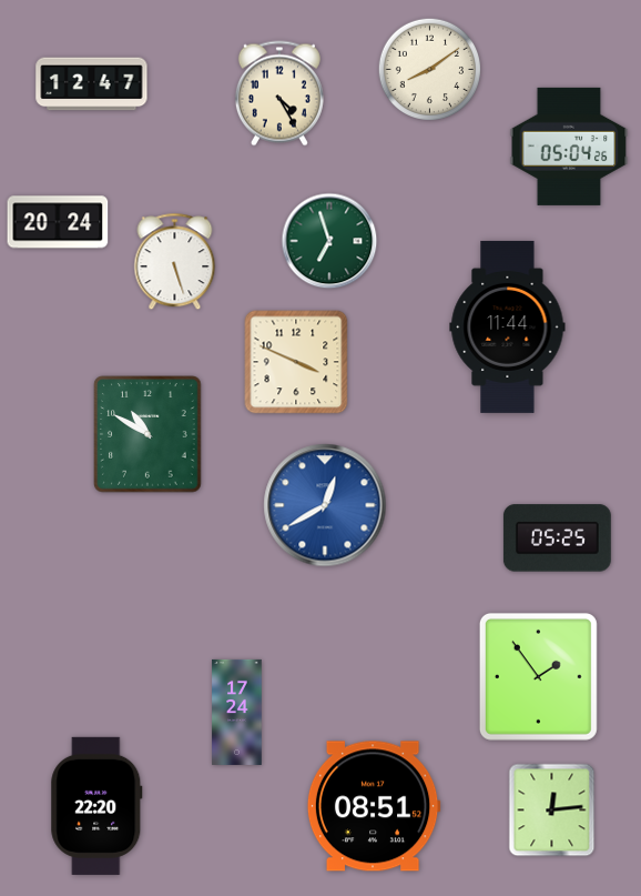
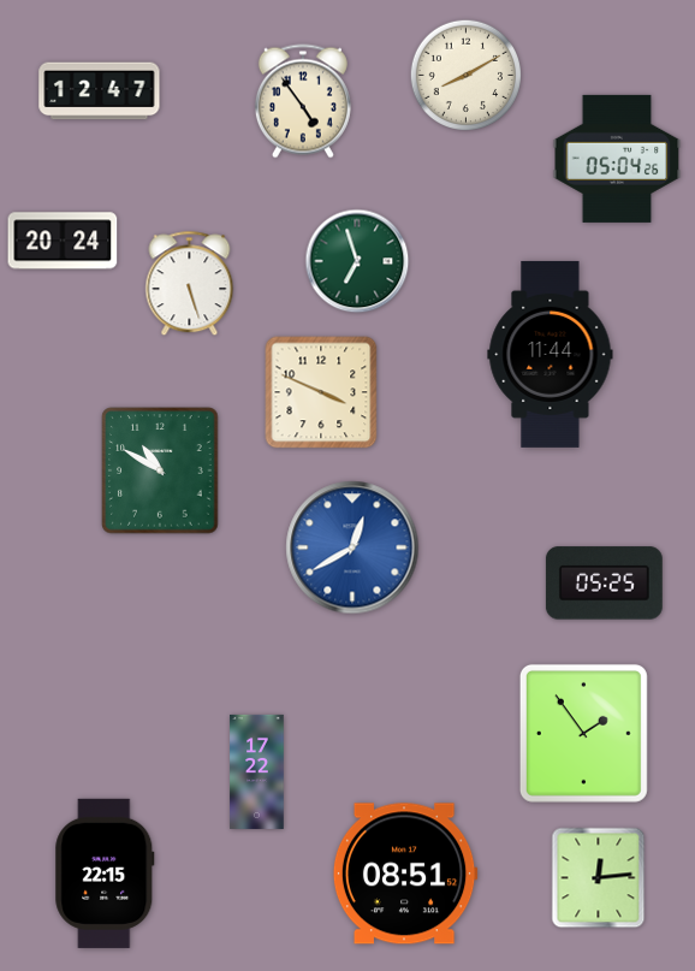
clock at (430, 70): 8:09 -> 8:10
clock at (279, 93): 4:25 -> 4:54
clock at (237, 712): 17:24 -> 17:22
clock at (96, 806): 22:20 -> 22:15
